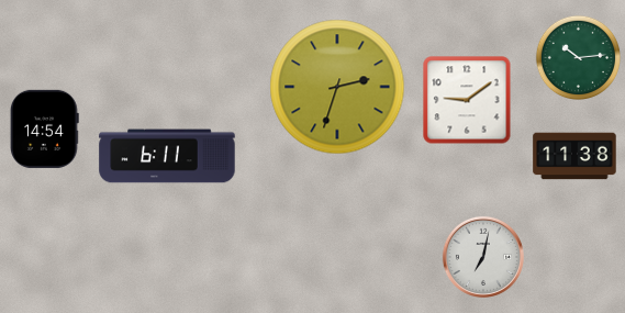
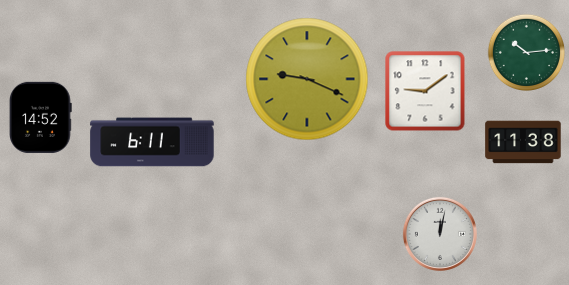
clock at (337, 87): 2:33 -> 9:19
clock at (45, 128): 14:54 -> 14:52
clock at (483, 257): 7:02 -> 12:02
